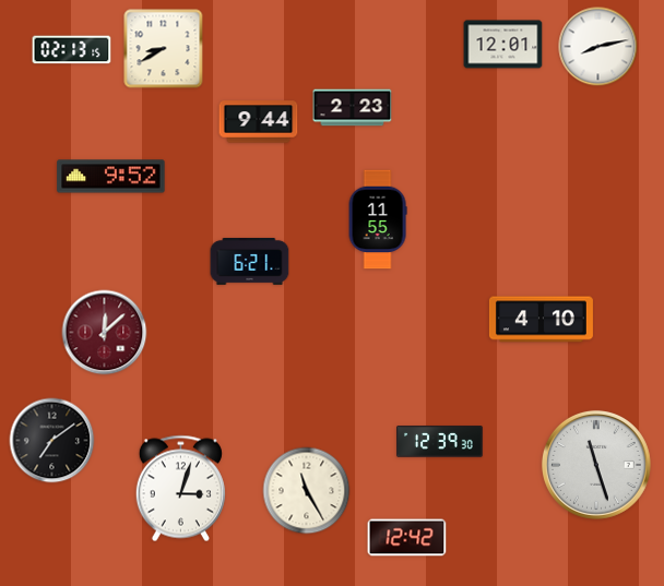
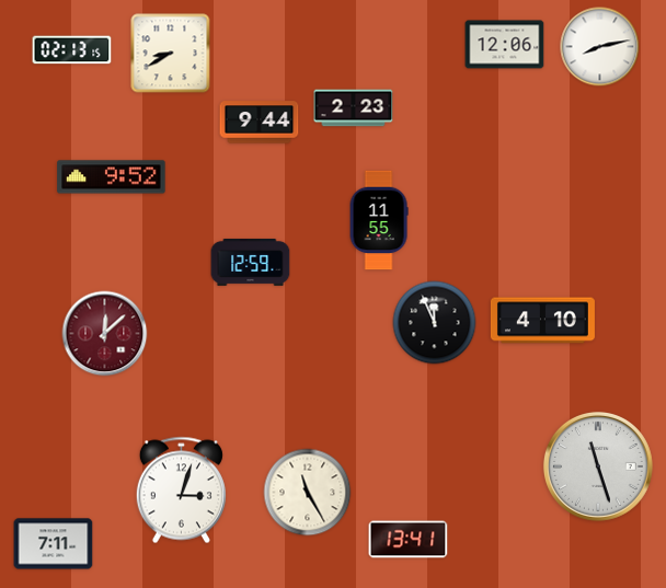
clock at (503, 45): 12:01 -> 12:06
clock at (164, 49) position: (164, 49) -> (171, 54)
clock at (250, 261): 6:21 -> 12:59
clock at (435, 323): none -> 11:56
clock at (52, 441): 7:09 -> none
clock at (440, 442): 12:39 -> none
clock at (407, 538): 12:42 -> 13:41
clock at (54, 544): none -> 7:11
